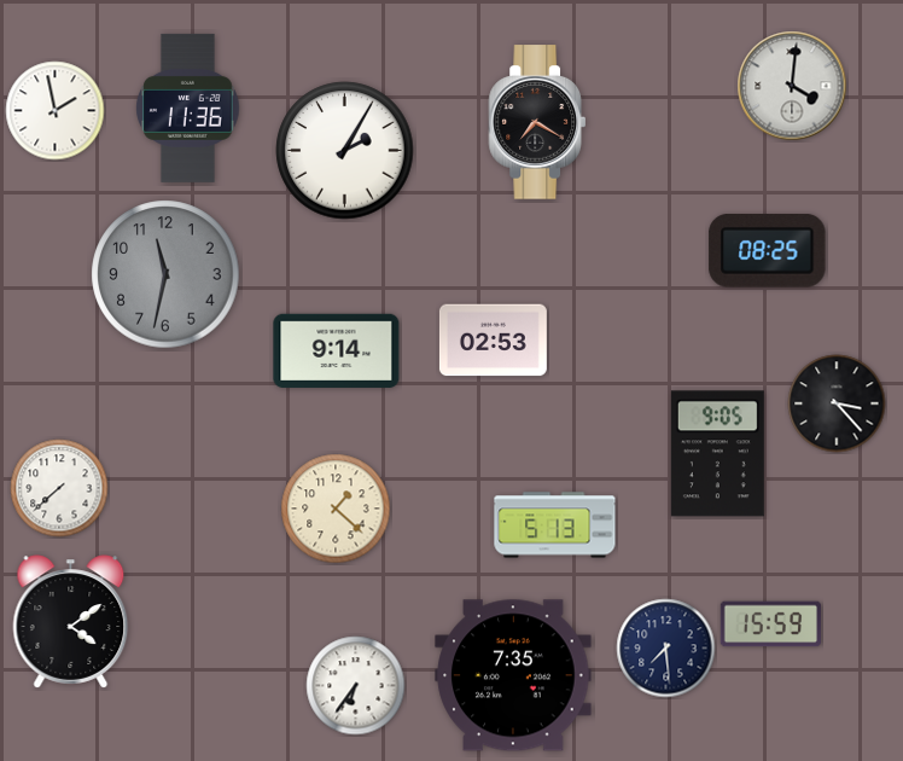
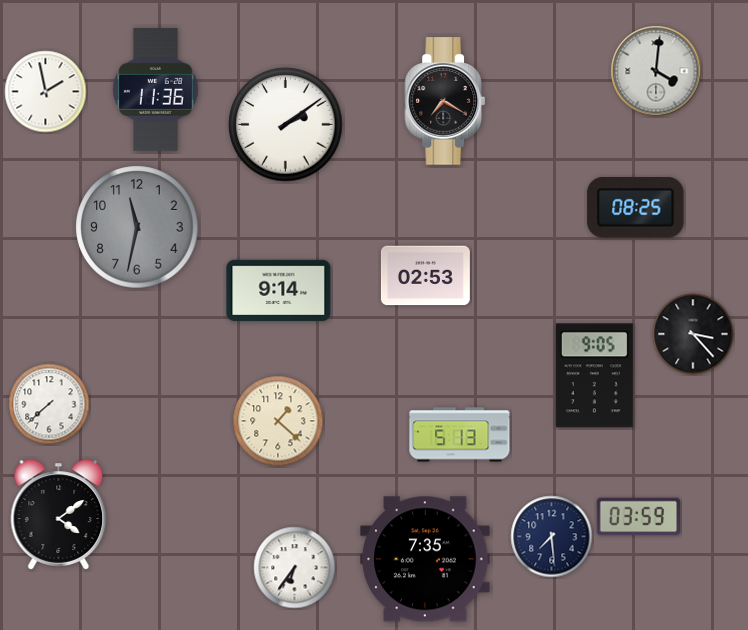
clock at (345, 151): 2:05 -> 2:09
clock at (493, 341) position: (493, 341) -> (425, 276)
clock at (770, 625): 15:59 -> 03:59
